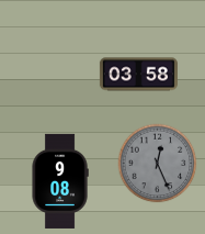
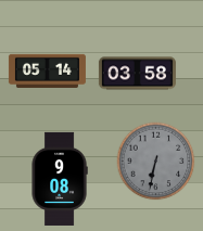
clock at (47, 70): none -> 05:14
clock at (158, 164): 12:26 -> 6:32
